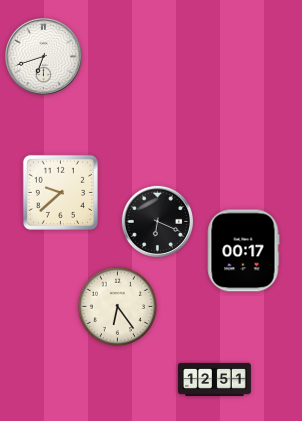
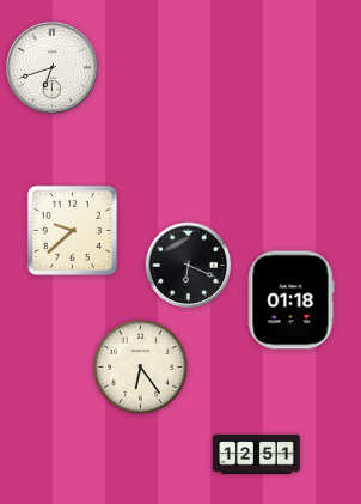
clock at (243, 251): 00:17 -> 01:18
